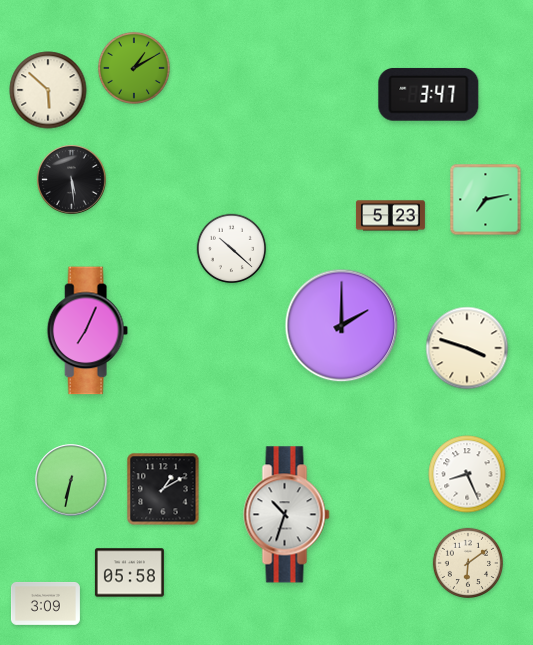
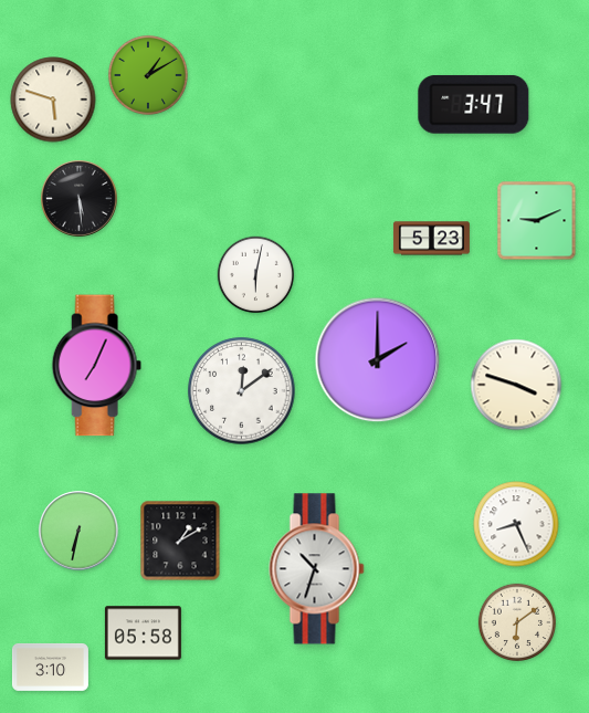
clock at (48, 90): 5:52 -> 5:48
clock at (486, 200): 7:13 -> 9:11
clock at (232, 249): 10:22 -> 6:02
clock at (242, 391): none -> 12:09
clock at (45, 603): 3:09 -> 3:10
